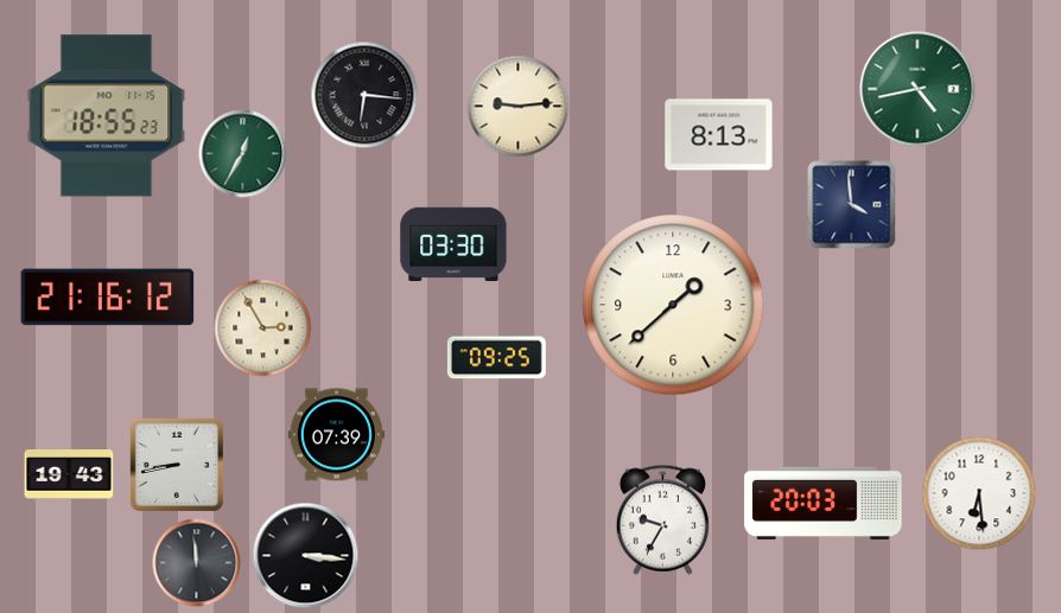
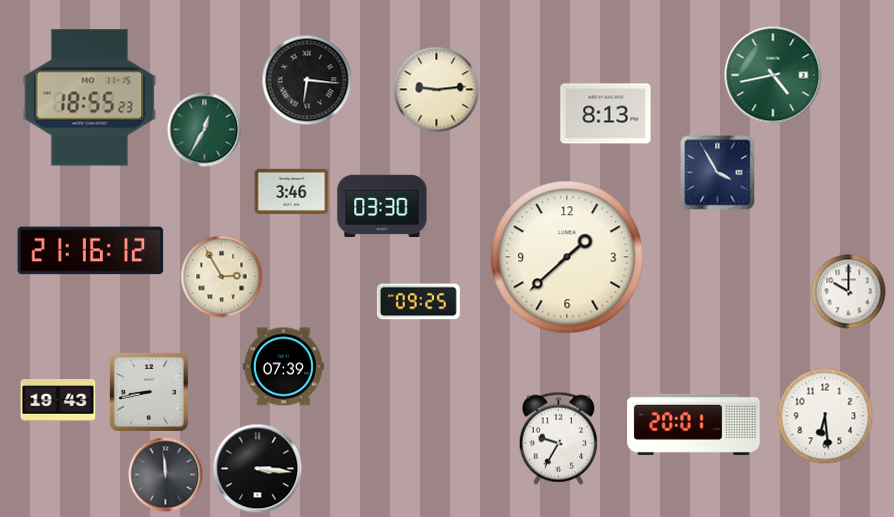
clock at (852, 205): 3:59 -> 3:55
clock at (292, 191): none -> 3:46
clock at (849, 292): none -> 10:00
clock at (824, 503): 20:03 -> 20:01
